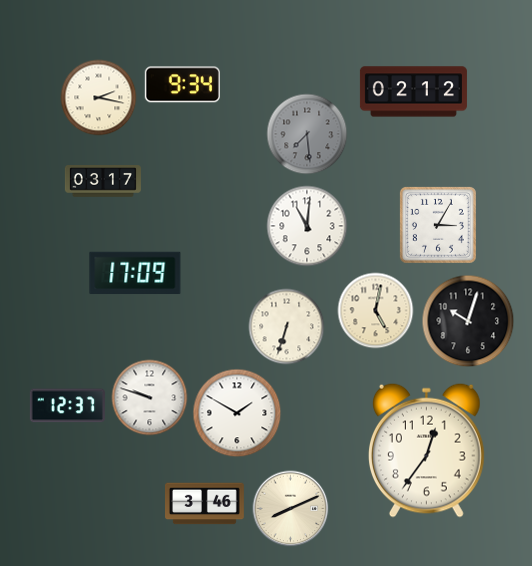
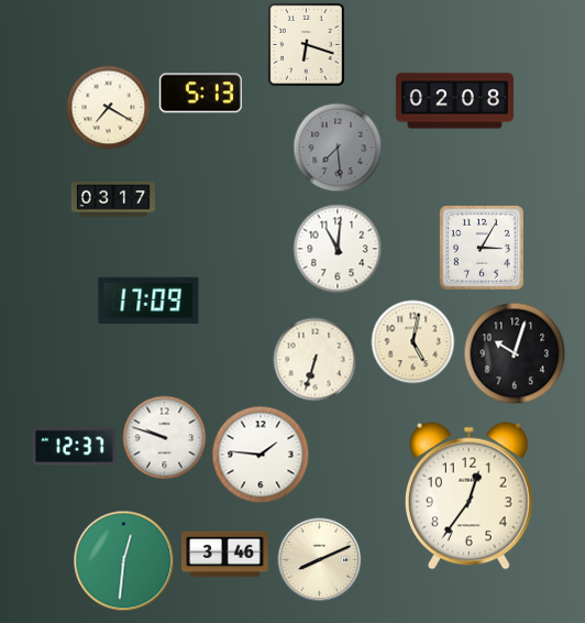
clock at (306, 44): none -> 6:18
clock at (182, 85): 9:34 -> 5:13
clock at (413, 92): 02:12 -> 02:08
clock at (99, 98): 2:17 -> 7:20
clock at (237, 413): 1:50 -> 1:46
clock at (124, 561): none -> 12:31
